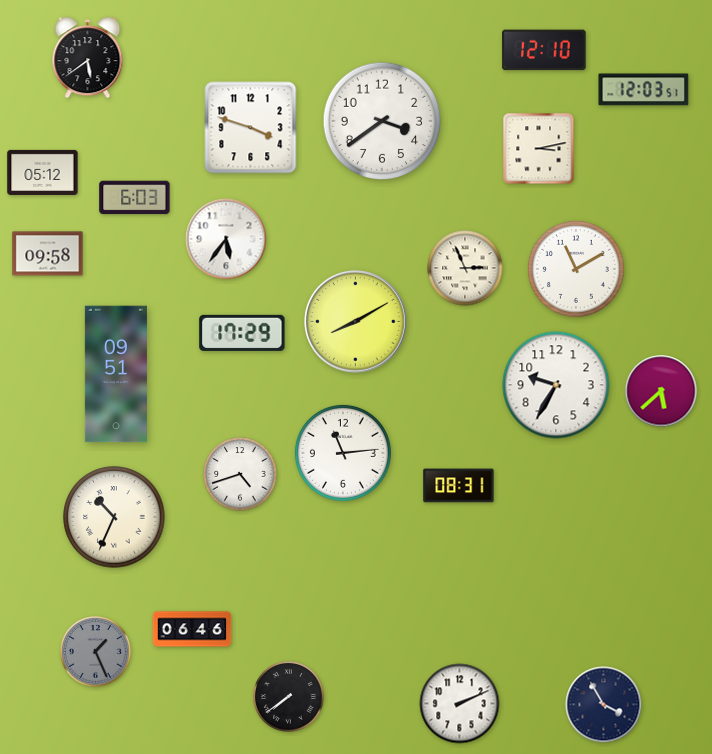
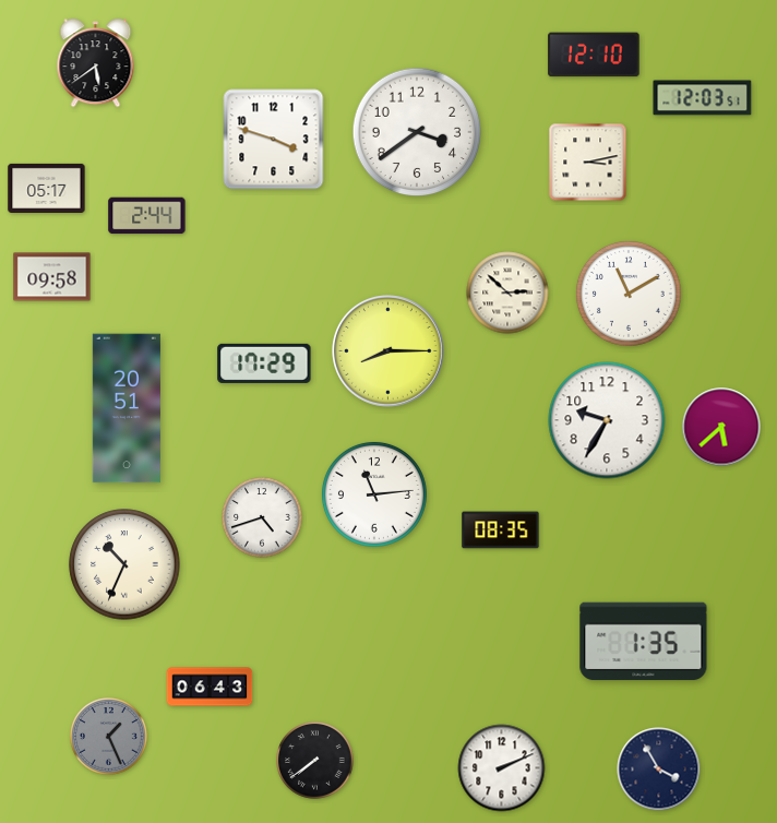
clock at (43, 172): 05:12 -> 05:17
clock at (135, 198): 6:03 -> 2:44
clock at (226, 239): 5:36 -> none
clock at (465, 268): 2:56 -> 2:52
clock at (356, 322): 8:10 -> 8:15
clock at (116, 374): 09:51 -> 20:51
clock at (459, 486): 08:31 -> 08:35
clock at (644, 642): none -> 1:35
clock at (192, 629): 06:46 -> 06:43
clock at (96, 652) position: (96, 652) -> (109, 737)
